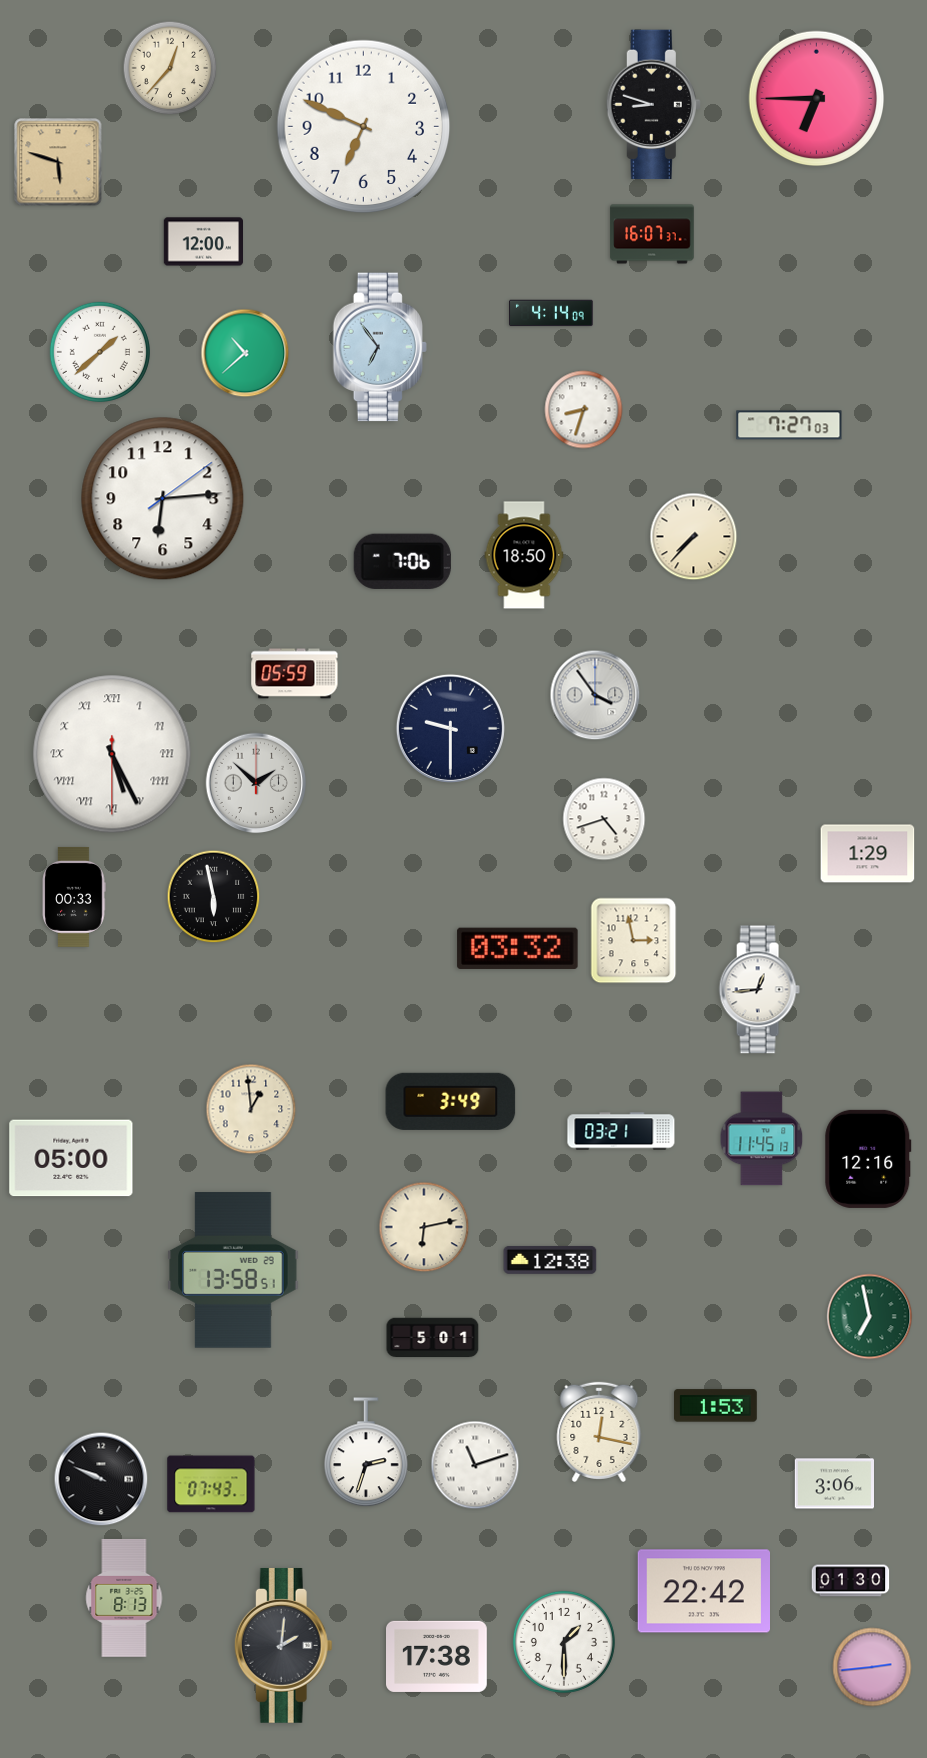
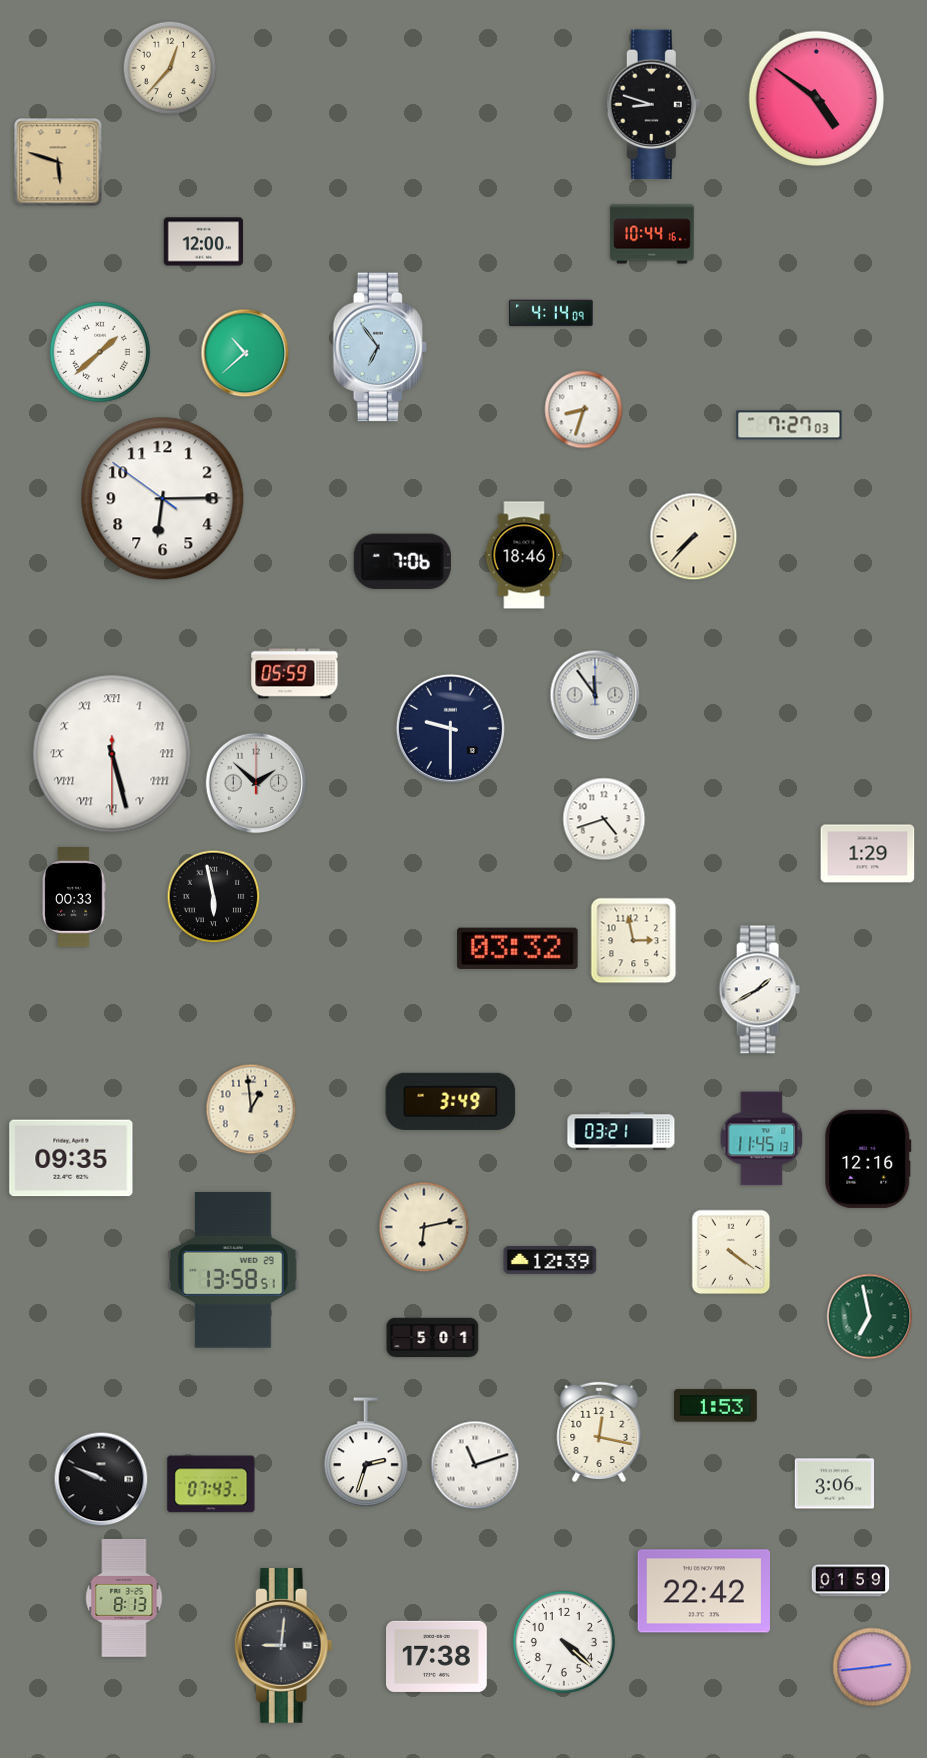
clock at (817, 99): 6:45 -> 4:51
clock at (364, 127): 6:49 -> none
clock at (652, 234): 16:07 -> 10:44
clock at (163, 499): 6:14:09 -> 6:14:51
clock at (524, 555): 18:50 -> 18:46
clock at (595, 695): 3:54 -> 11:54
clock at (112, 754): 5:25 -> 5:27
clock at (759, 990): 12:44 -> 1:40
clock at (71, 1158): 05:00 -> 09:35
clock at (731, 1252): none -> 4:21
clock at (550, 1260): 12:38 -> 12:39
clock at (851, 1581): 01:30 -> 01:59
clock at (564, 1642): 1:30 -> 4:22
clock at (283, 1645): 2:01 -> 9:01
